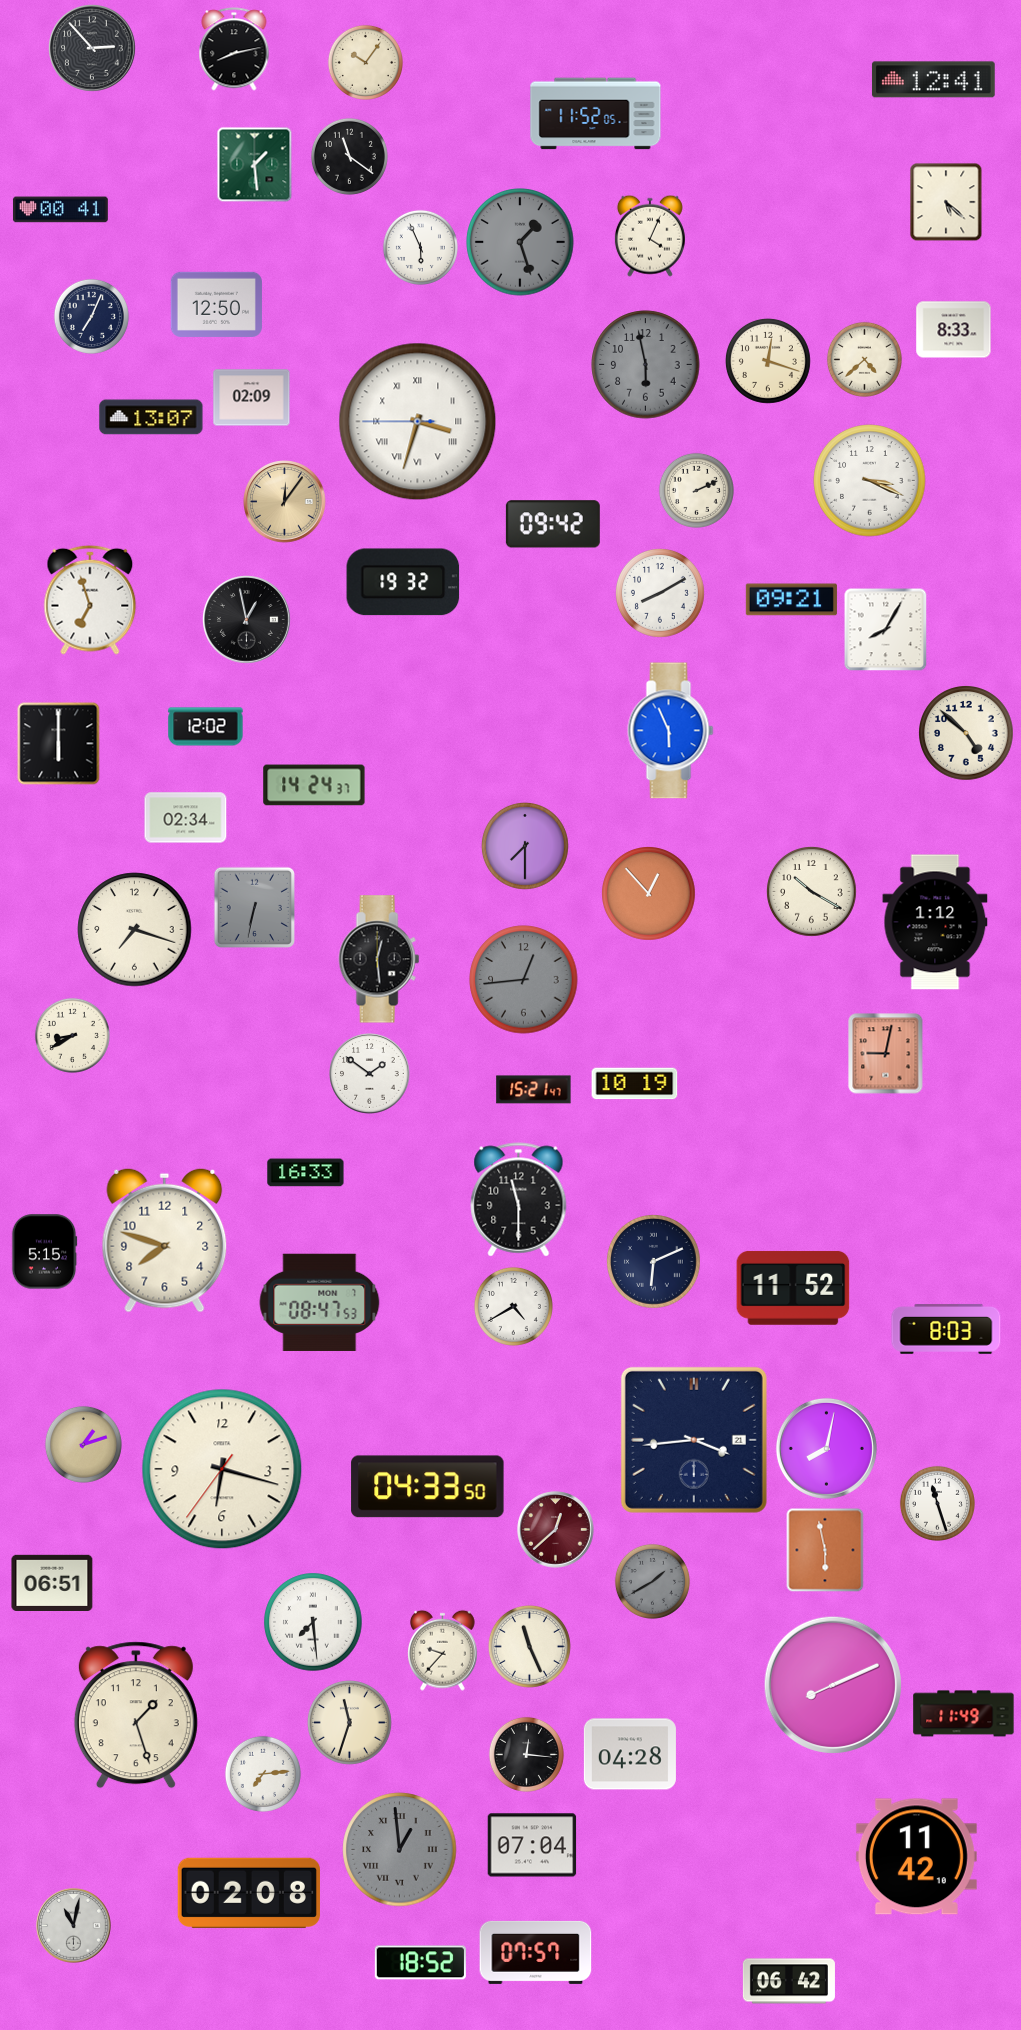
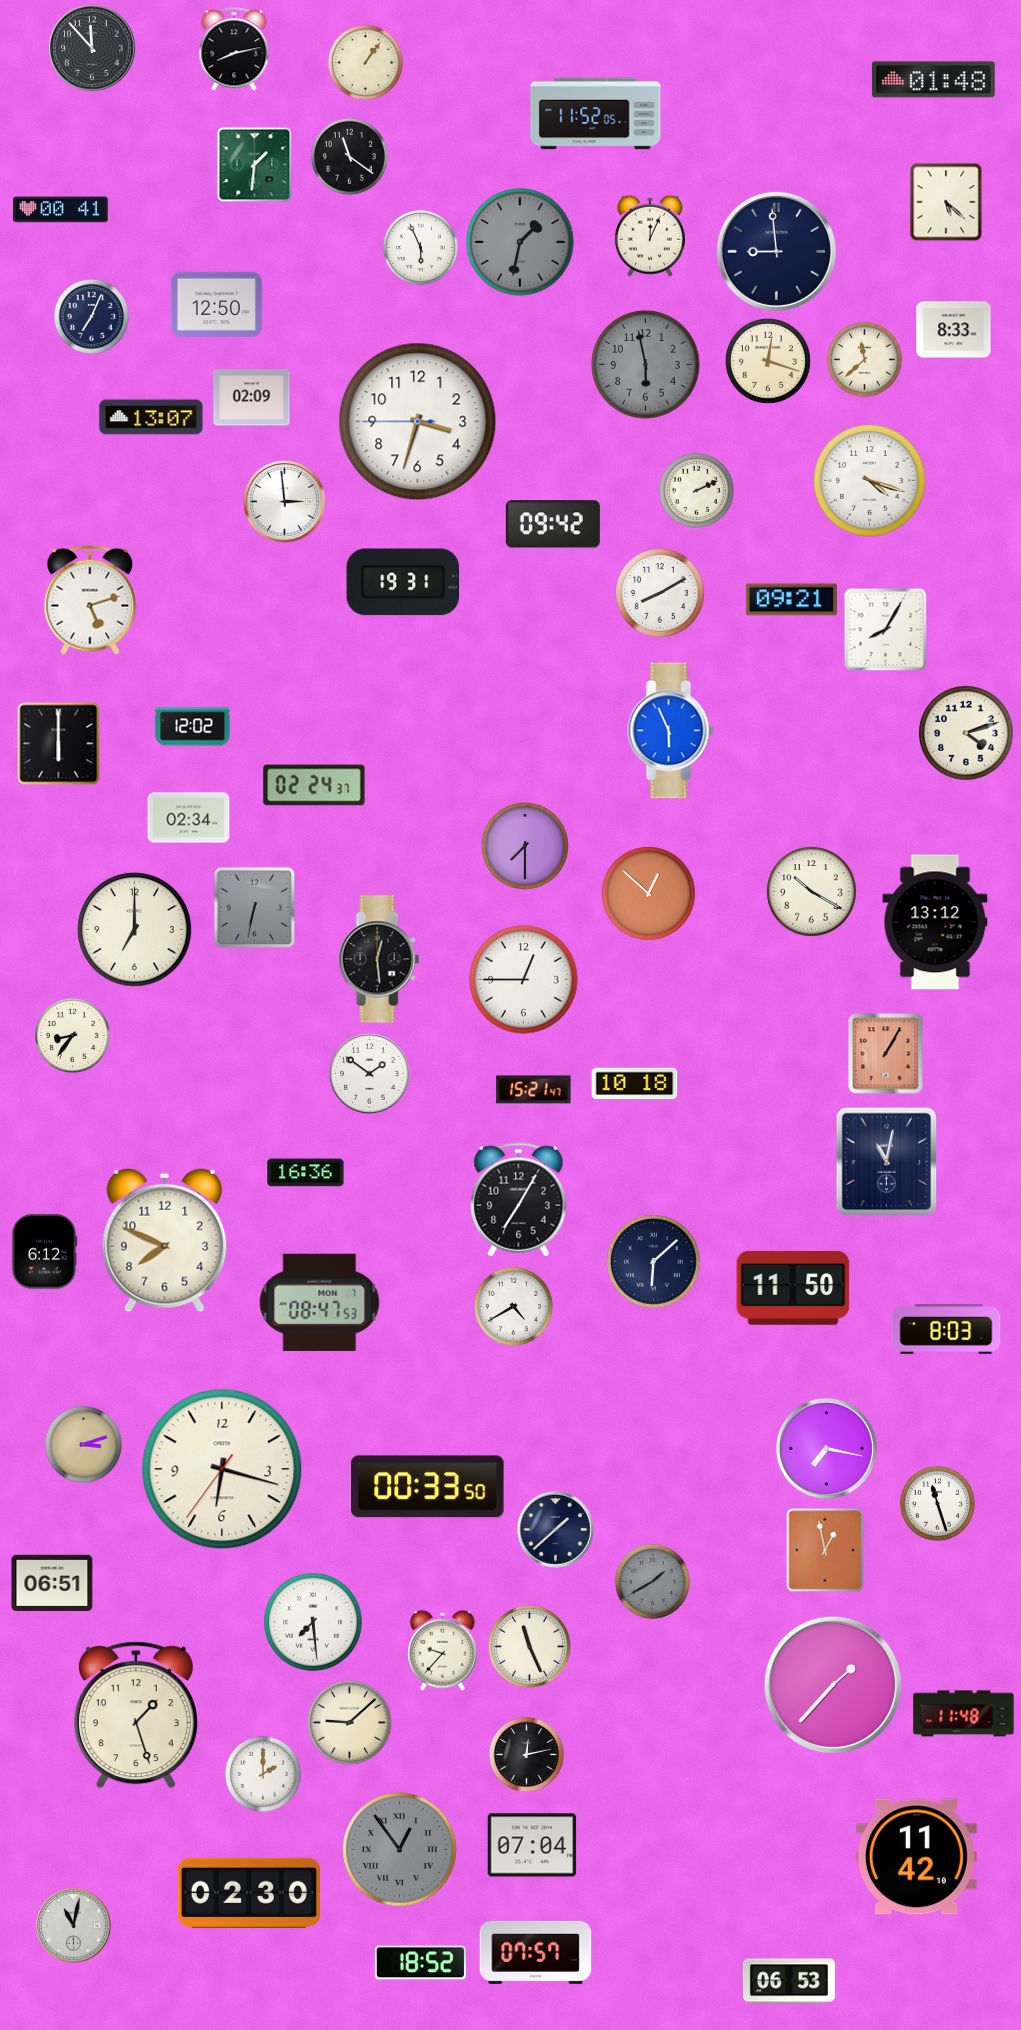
clock at (93, 49): 2:53 -> 11:53
clock at (365, 62): 10:06 -> 1:06
clock at (933, 80): 12:41 -> 01:48
clock at (255, 165): 1:29 -> 1:31
clock at (650, 236): 4:04 -> 12:04
clock at (520, 242): 1:27 -> 1:32
clock at (776, 251): none -> 8:59
clock at (864, 359): 4:38 -> 11:38
clock at (418, 422) numerals: Roman -> Arabic
clock at (870, 481): 3:19 -> 4:18
clock at (285, 502): 12:06 -> 2:59
clock at (285, 502) dial: champagne -> white
clock at (403, 582): 19:32 -> 19:31
clock at (90, 600): 6:57 -> 5:12
clock at (247, 620): 12:58 -> none
clock at (206, 727) position: (206, 727) -> (193, 727)
clock at (966, 733): 4:52 -> 4:12
clock at (314, 785): 14:24 -> 02:24
clock at (186, 818) position: (186, 818) -> (189, 818)
clock at (649, 894): 12:53 -> 12:52
clock at (935, 922): 1:12 -> 13:12
clock at (135, 930): 7:18 -> 7:00
clock at (524, 980): 12:44 -> 12:45
clock at (524, 980) dial: grey -> white
clock at (72, 1035): 8:40 -> 8:36
clock at (886, 1054): 9:02 -> 1:05
clock at (635, 1084): 10:19 -> 10:18
clock at (886, 1162): none -> 11:02
clock at (306, 1173): 16:33 -> 16:36
clock at (519, 1200): 11:30 -> 7:05
clock at (165, 1240): 7:48 -> 7:49
clock at (44, 1252): 5:15 -> 6:12
clock at (654, 1262): 6:11 -> 6:08
clock at (793, 1288): 11:52 -> 11:50
clock at (694, 1440): 3:44 -> none
clock at (83, 1444): 1:12 -> 3:12
clock at (826, 1448): 8:02 -> 7:17
clock at (428, 1487): 04:33 -> 00:33
clock at (556, 1530): 12:38 -> 1:38
clock at (556, 1530) dial: burgundy -> navy
clock at (825, 1550): 5:58 -> 12:58
clock at (833, 1685): 8:11 -> 1:37
clock at (964, 1714): 11:49 -> 11:48
clock at (349, 1722): 11:33 -> 9:08
clock at (526, 1754): 12:16 -> 12:13
clock at (630, 1754): 04:28 -> none
clock at (263, 1774): 7:14 -> 2:00
clock at (400, 1850): 12:59 -> 12:54
clock at (249, 1893): 02:08 -> 02:30
clock at (789, 1981): 06:42 -> 06:53
